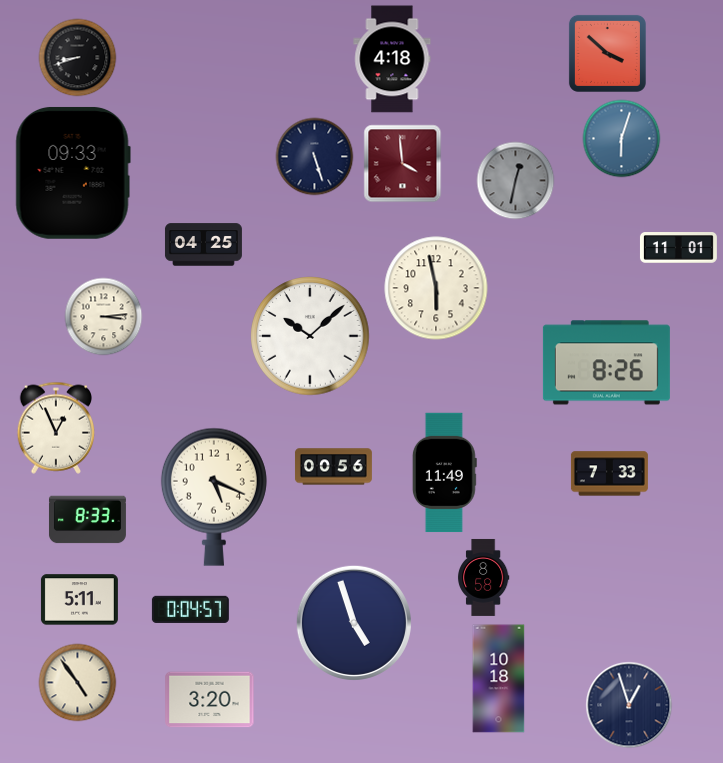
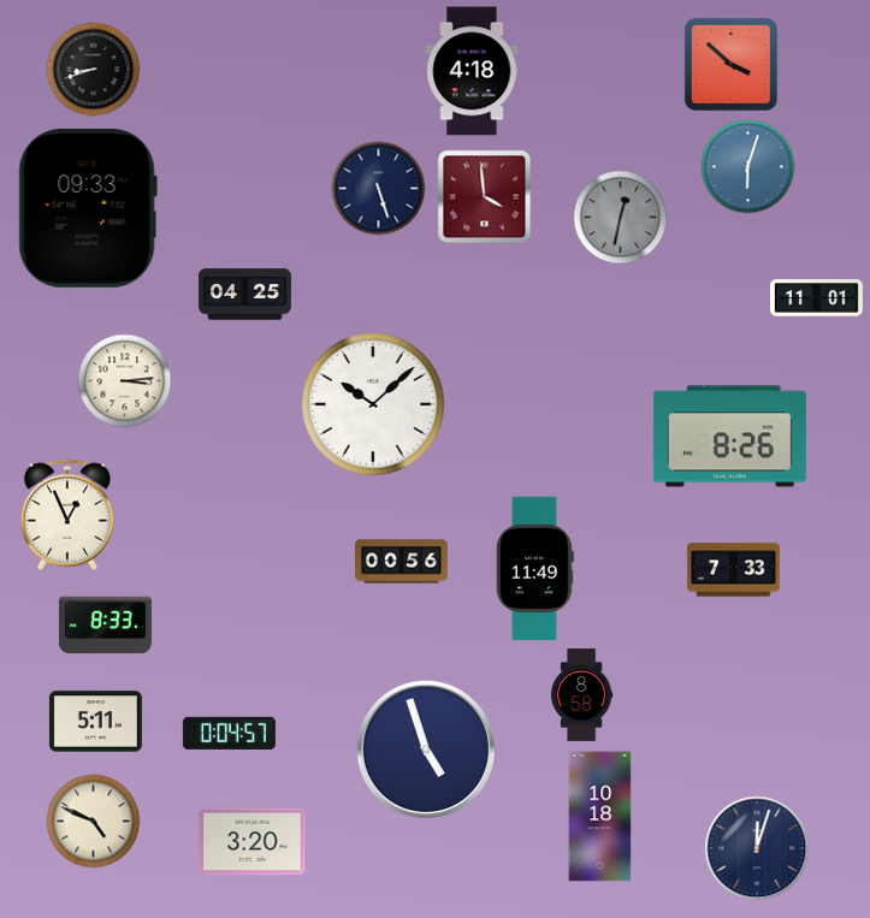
clock at (436, 288): 5:58 -> none
clock at (214, 497): 5:19 -> none
clock at (77, 682): 4:54 -> 4:49
clock at (629, 705): 12:57 -> 12:03
